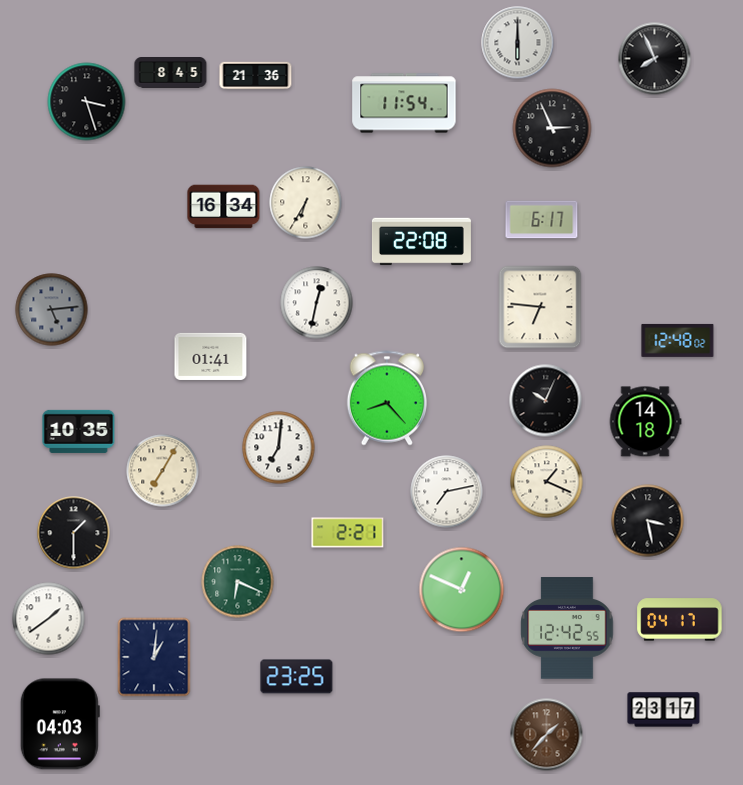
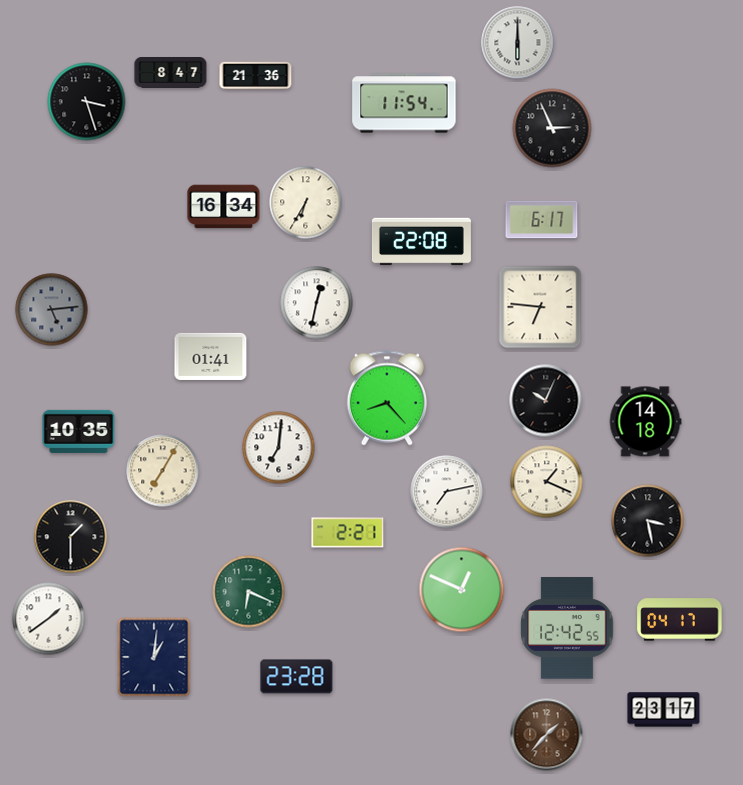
clock at (655, 59): 7:56 -> none
clock at (171, 73): 8:45 -> 8:47
clock at (678, 340): 12:48 -> none
clock at (74, 533) position: (74, 533) -> (71, 537)
clock at (238, 582) position: (238, 582) -> (249, 592)
clock at (297, 677): 23:25 -> 23:28
clock at (60, 724): 04:03 -> none
